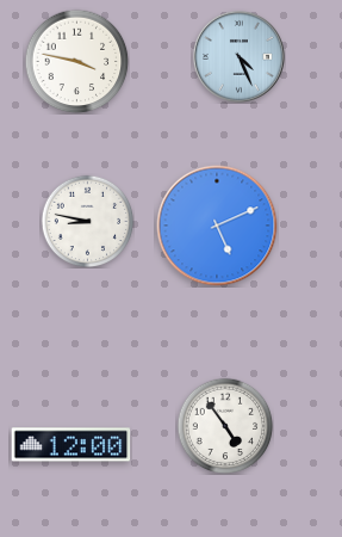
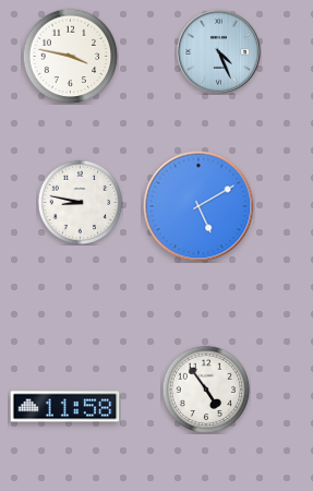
clock at (217, 226): 5:11 -> 5:10
clock at (71, 445): 12:00 -> 11:58
